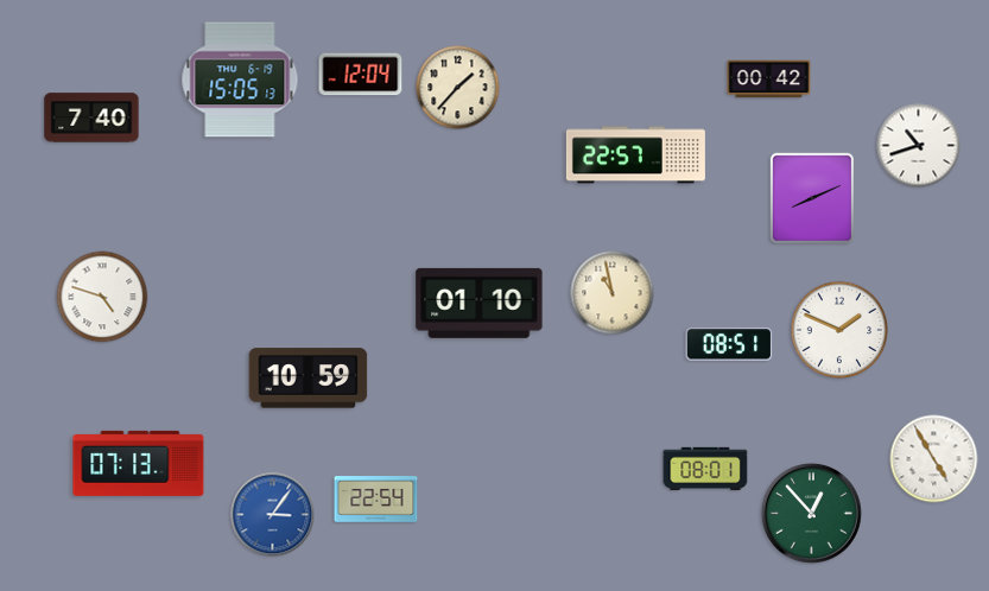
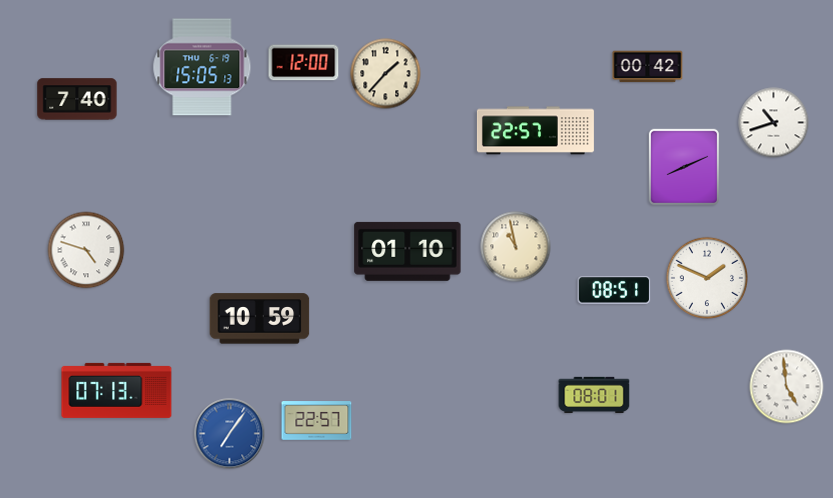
clock at (361, 75): 12:04 -> 12:00
clock at (480, 303) position: (480, 303) -> (408, 251)
clock at (934, 459): 4:55 -> 4:59
clock at (376, 500): 22:54 -> 22:57
clock at (811, 513): 12:53 -> none
clock at (273, 515): 3:06 -> 7:06
